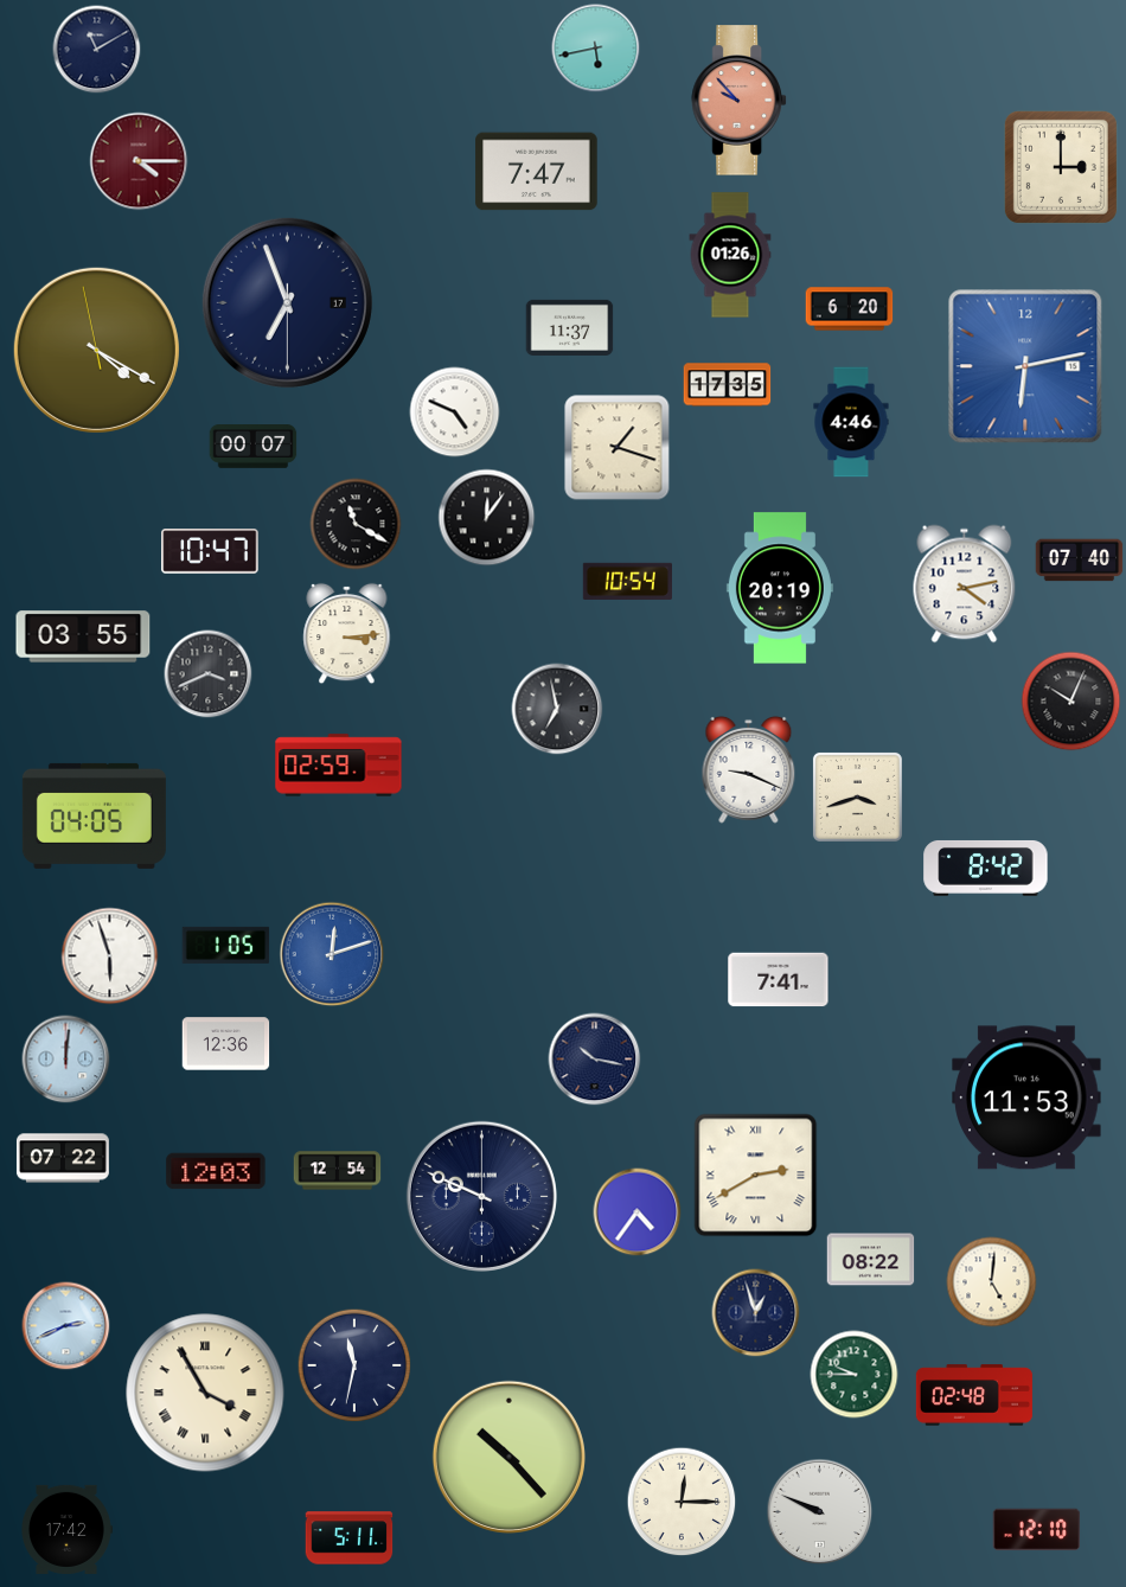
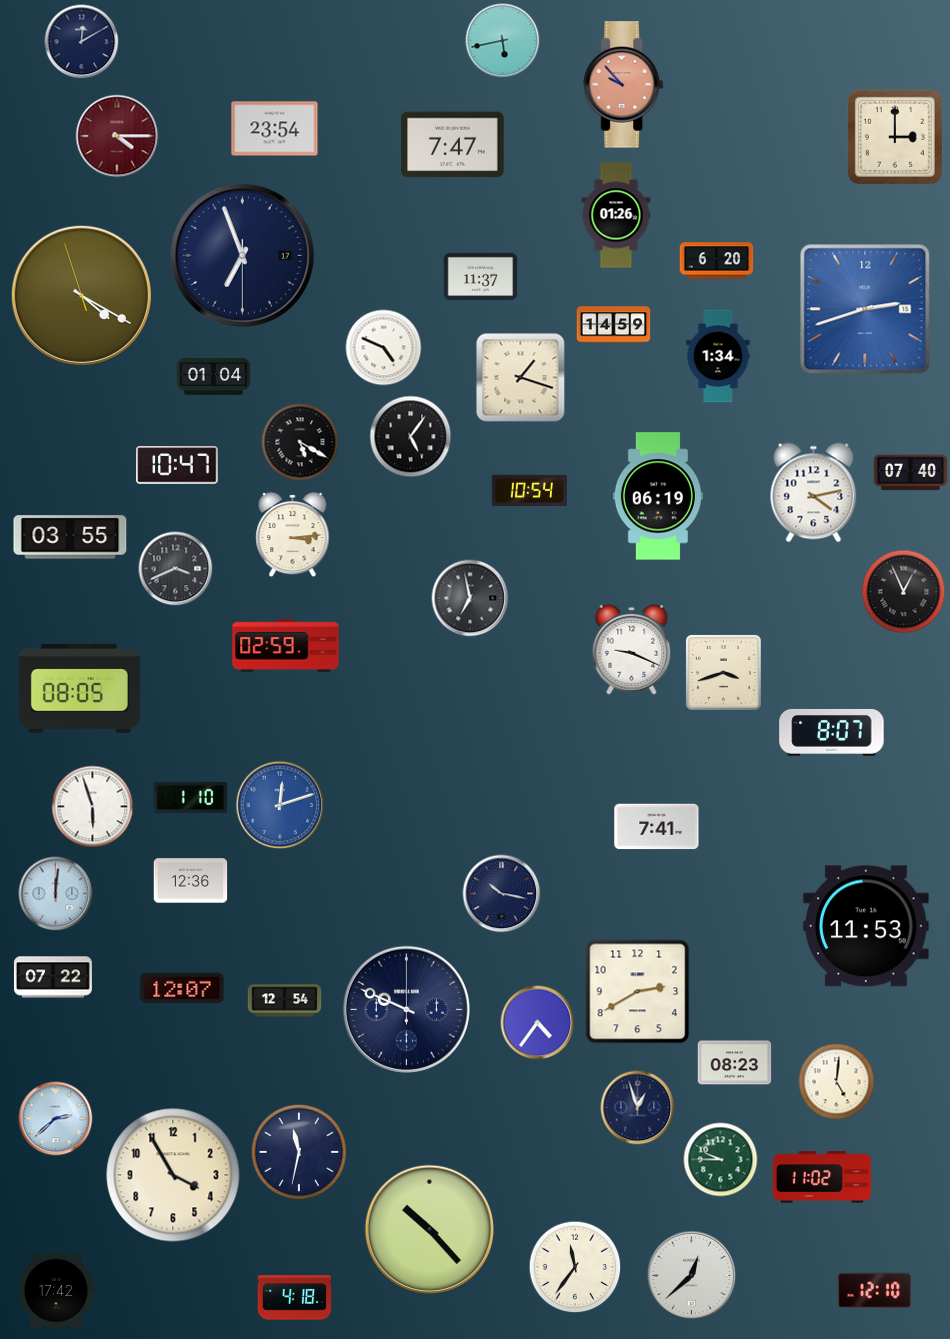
clock at (97, 50): 11:10 -> 12:10
clock at (275, 129): none -> 23:54
clock at (1061, 167) position: (1061, 167) -> (895, 137)
clock at (96, 350): 4:19:58 -> 4:19:57
clock at (1025, 366): 6:13 -> 2:42
clock at (728, 385): 17:35 -> 14:59
clock at (851, 422): 4:46 -> 1:34
clock at (254, 447): 00:07 -> 01:04
clock at (487, 518): 12:06 -> 5:06
clock at (356, 524): 11:20 -> 5:20
clock at (780, 588): 20:19 -> 06:19
clock at (1071, 702): 10:04 -> 12:56
clock at (94, 815): 04:05 -> 08:05
clock at (986, 868): 8:42 -> 8:07
clock at (226, 945): 1:05 -> 1:10
clock at (216, 1171): 12:03 -> 12:07
clock at (338, 1171) position: (338, 1171) -> (285, 1001)
clock at (756, 1176) numerals: Roman -> Arabic
clock at (871, 1260): 08:22 -> 08:23
clock at (66, 1326): 2:41 -> 2:38
clock at (205, 1393) numerals: Roman -> Arabic
clock at (974, 1395): 02:48 -> 11:02
clock at (682, 1502): 12:15 -> 11:36
clock at (820, 1512): 9:49 -> 12:38
clock at (350, 1538): 5:11 -> 4:18
